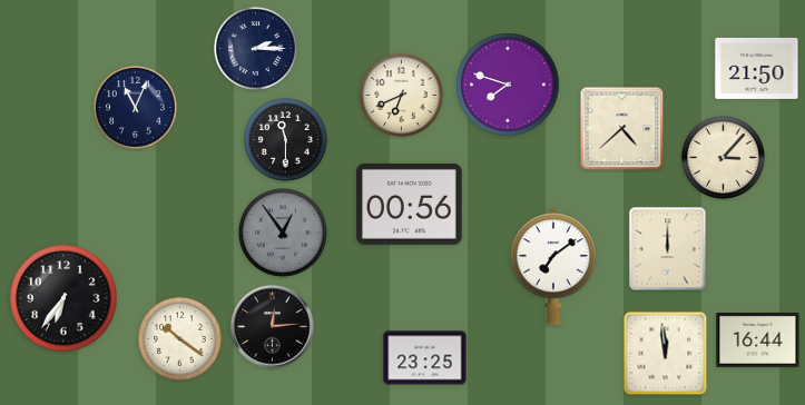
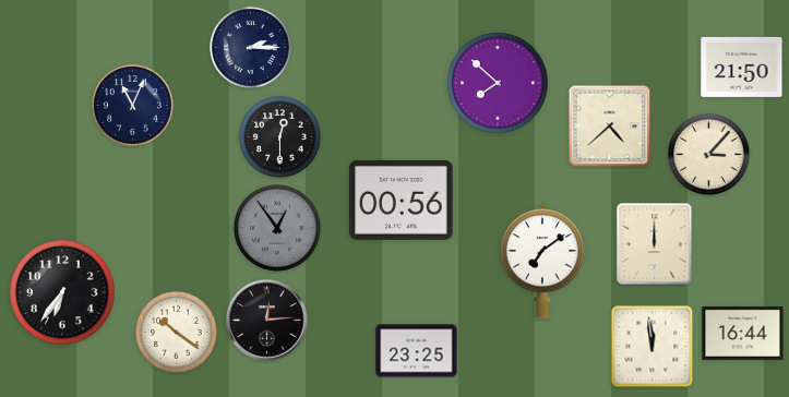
clock at (508, 85): 7:48 -> 7:52
clock at (401, 95): 6:41 -> none
clock at (285, 139): 11:30 -> 12:30
